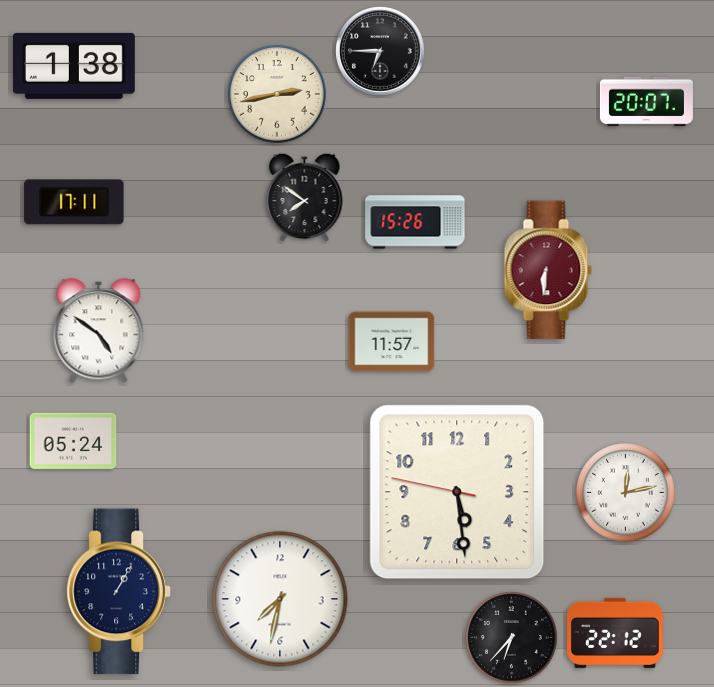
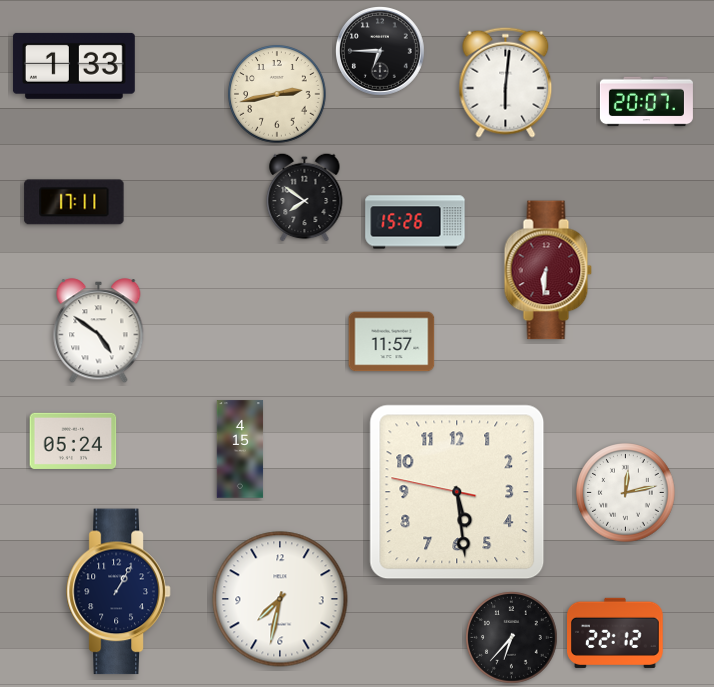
clock at (74, 66): 1:38 -> 1:33
clock at (506, 82): none -> 6:01
clock at (240, 449): none -> 4:15
